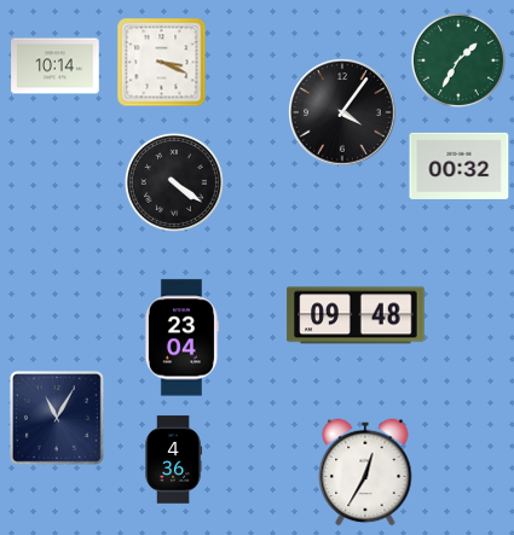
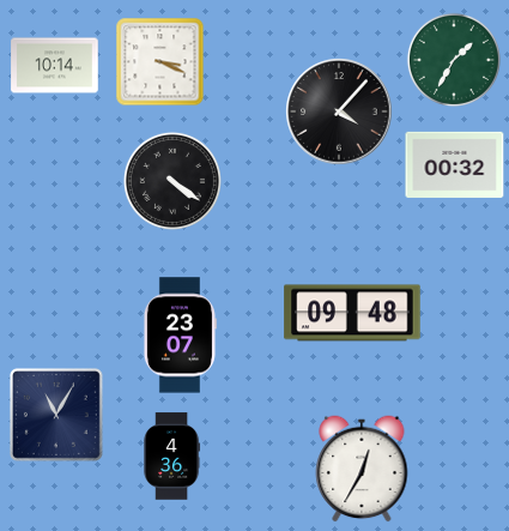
clock at (342, 112): 4:06 -> 4:07
clock at (181, 338): 23:04 -> 23:07
